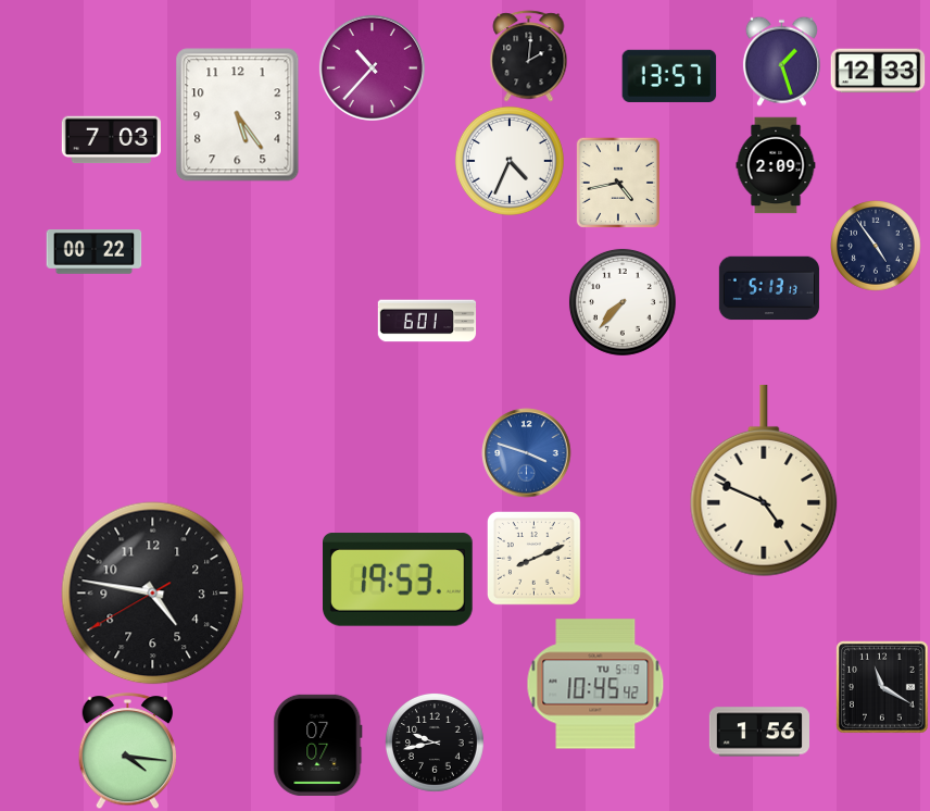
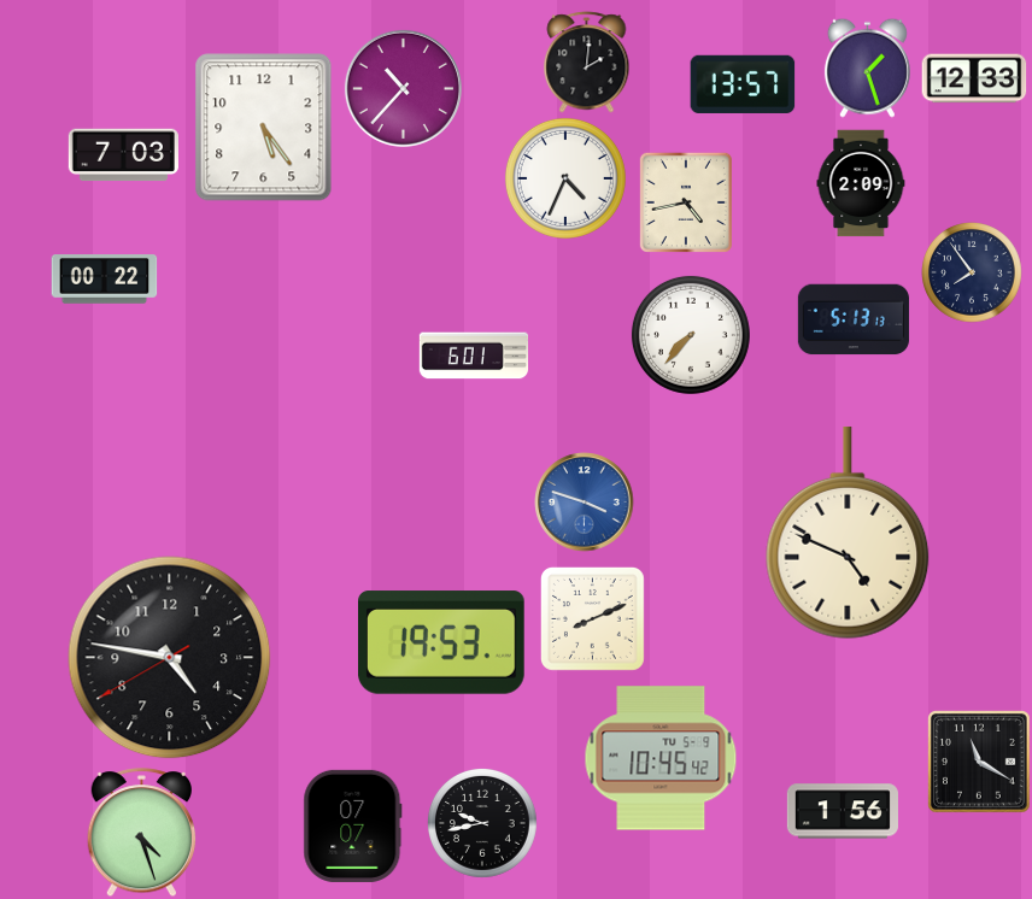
clock at (372, 67) position: (372, 67) -> (403, 88)
clock at (876, 246): 4:54 -> 7:54
clock at (128, 751): 4:16 -> 4:27
